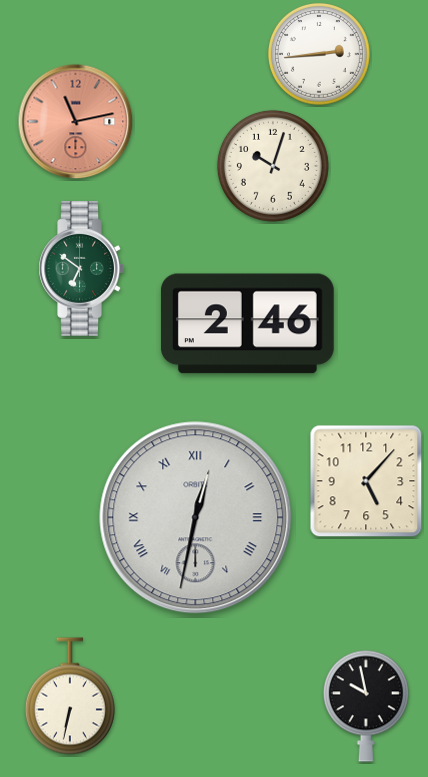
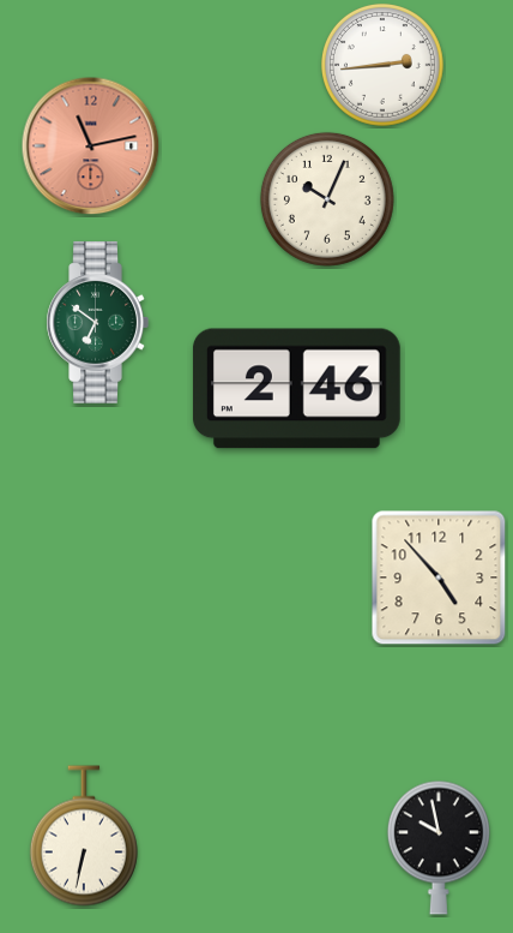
clock at (273, 166): 10:03 -> 10:04
clock at (366, 481): 5:07 -> 4:53
clock at (196, 518): 12:32 -> none
